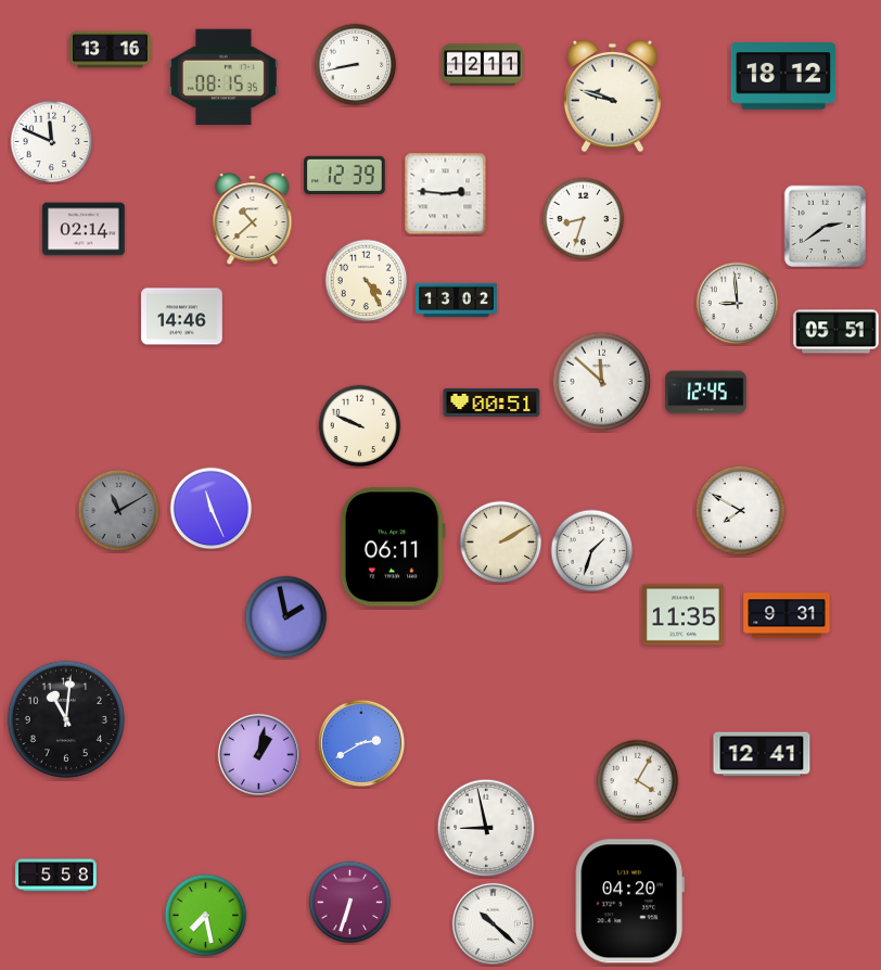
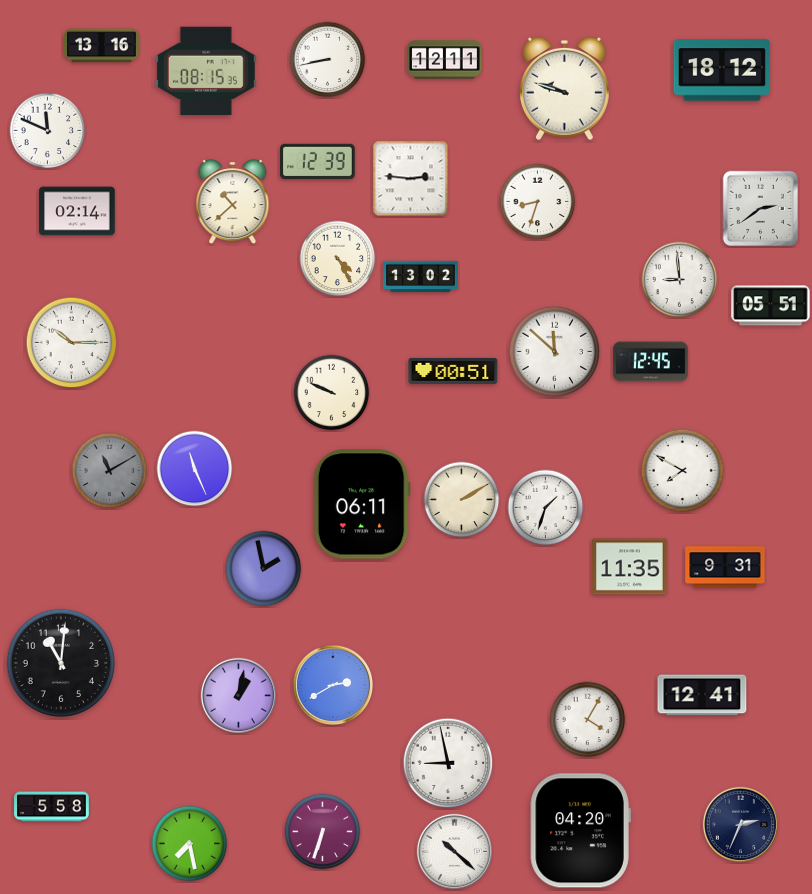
clock at (182, 317): 14:46 -> none
clock at (72, 343): none -> 10:15
clock at (740, 824): none -> 2:34
